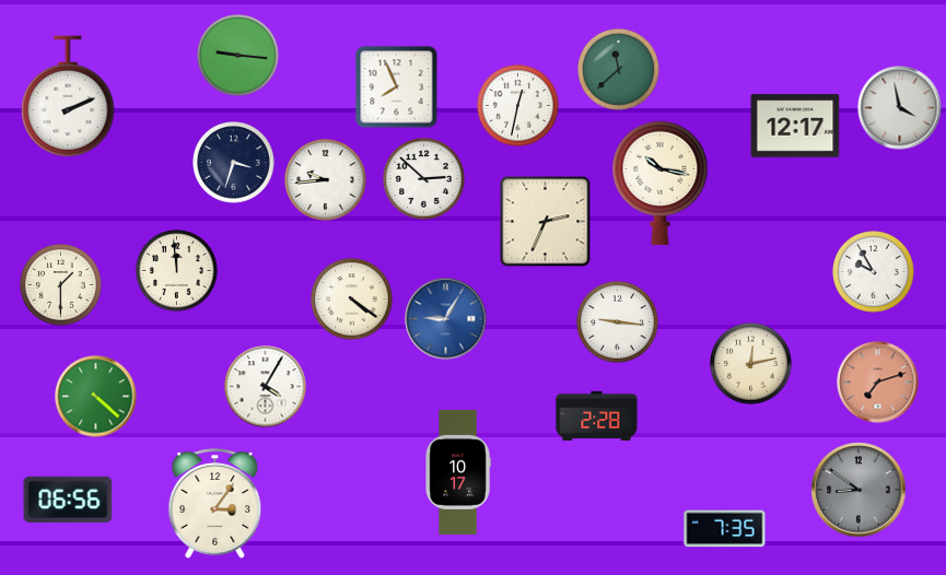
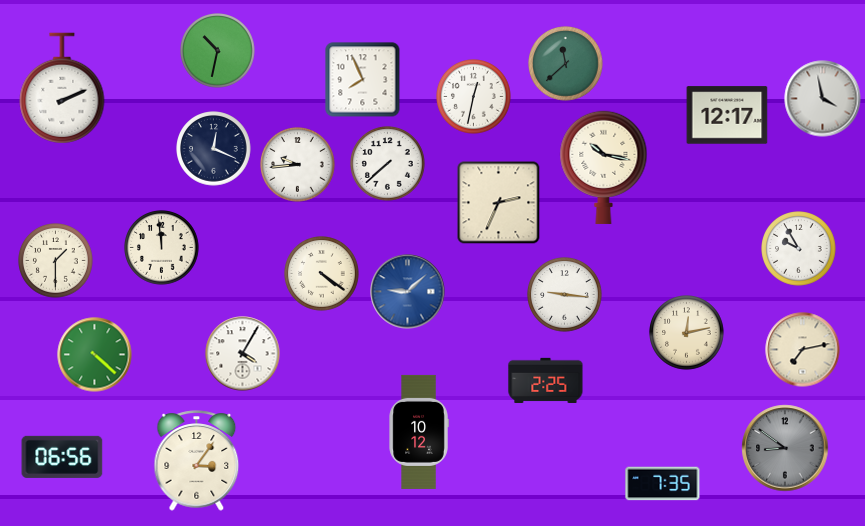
clock at (238, 56): 9:16 -> 10:32
clock at (234, 163): 3:33 -> 12:19
clock at (424, 179): 2:52 -> 7:38
clock at (446, 319): 9:05 -> 9:08
clock at (878, 383): 7:12 -> 7:13
clock at (878, 383) dial: salmon -> cream
clock at (96, 397) position: (96, 397) -> (95, 355)
clock at (597, 415): 2:28 -> 2:25
clock at (458, 472): 10:17 -> 10:12
